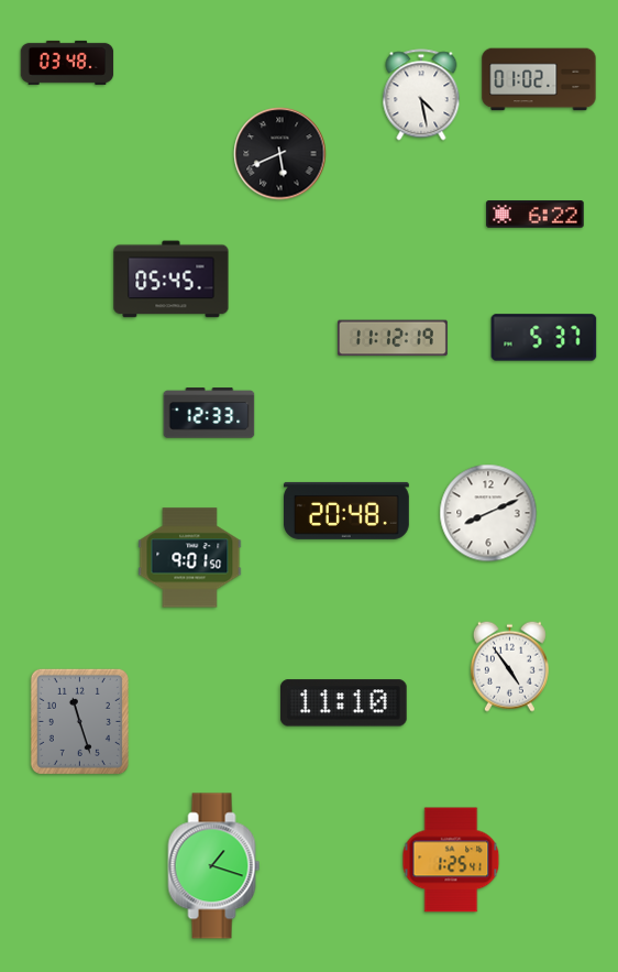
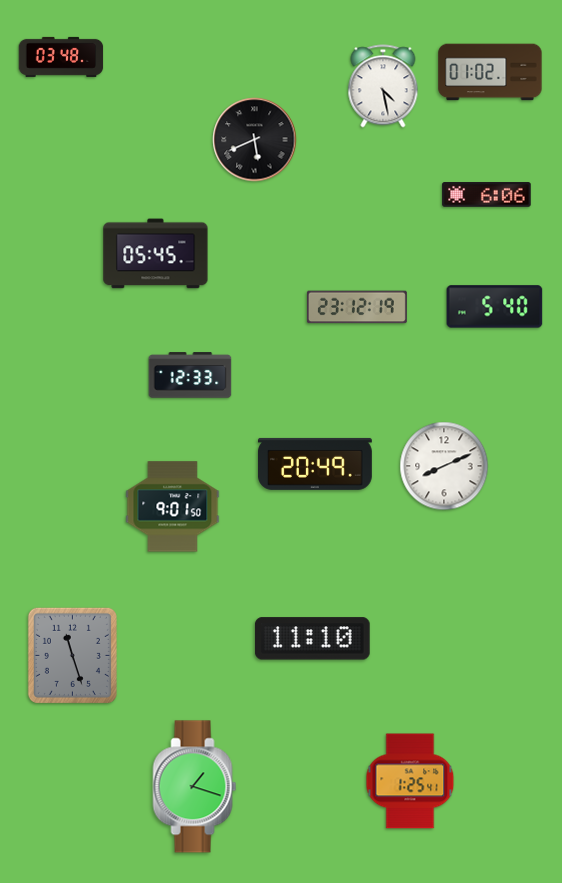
clock at (536, 215): 6:22 -> 6:06
clock at (393, 338): 11:12 -> 23:12
clock at (544, 338): 5:37 -> 5:40
clock at (346, 511): 20:48 -> 20:49
clock at (509, 666): 4:54 -> none
